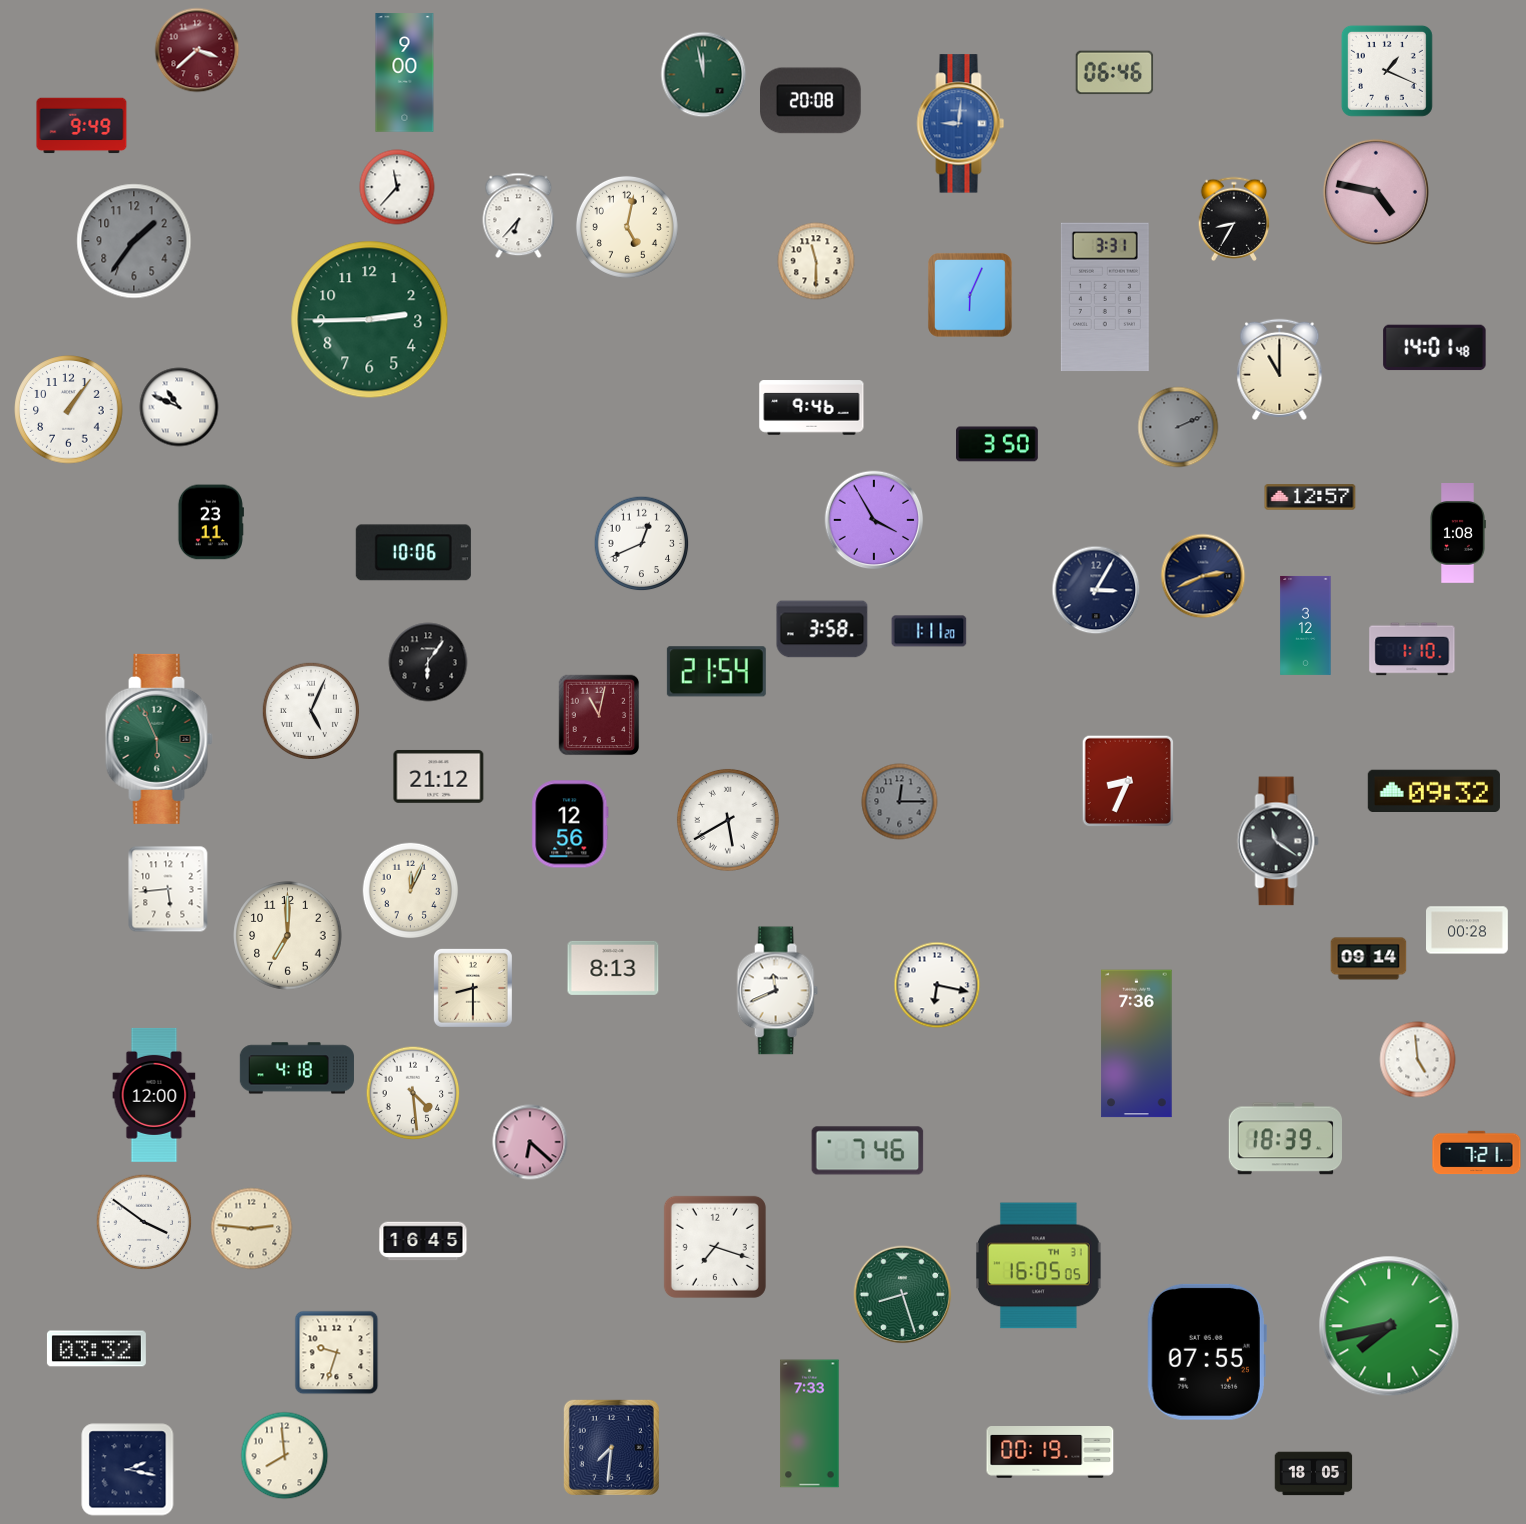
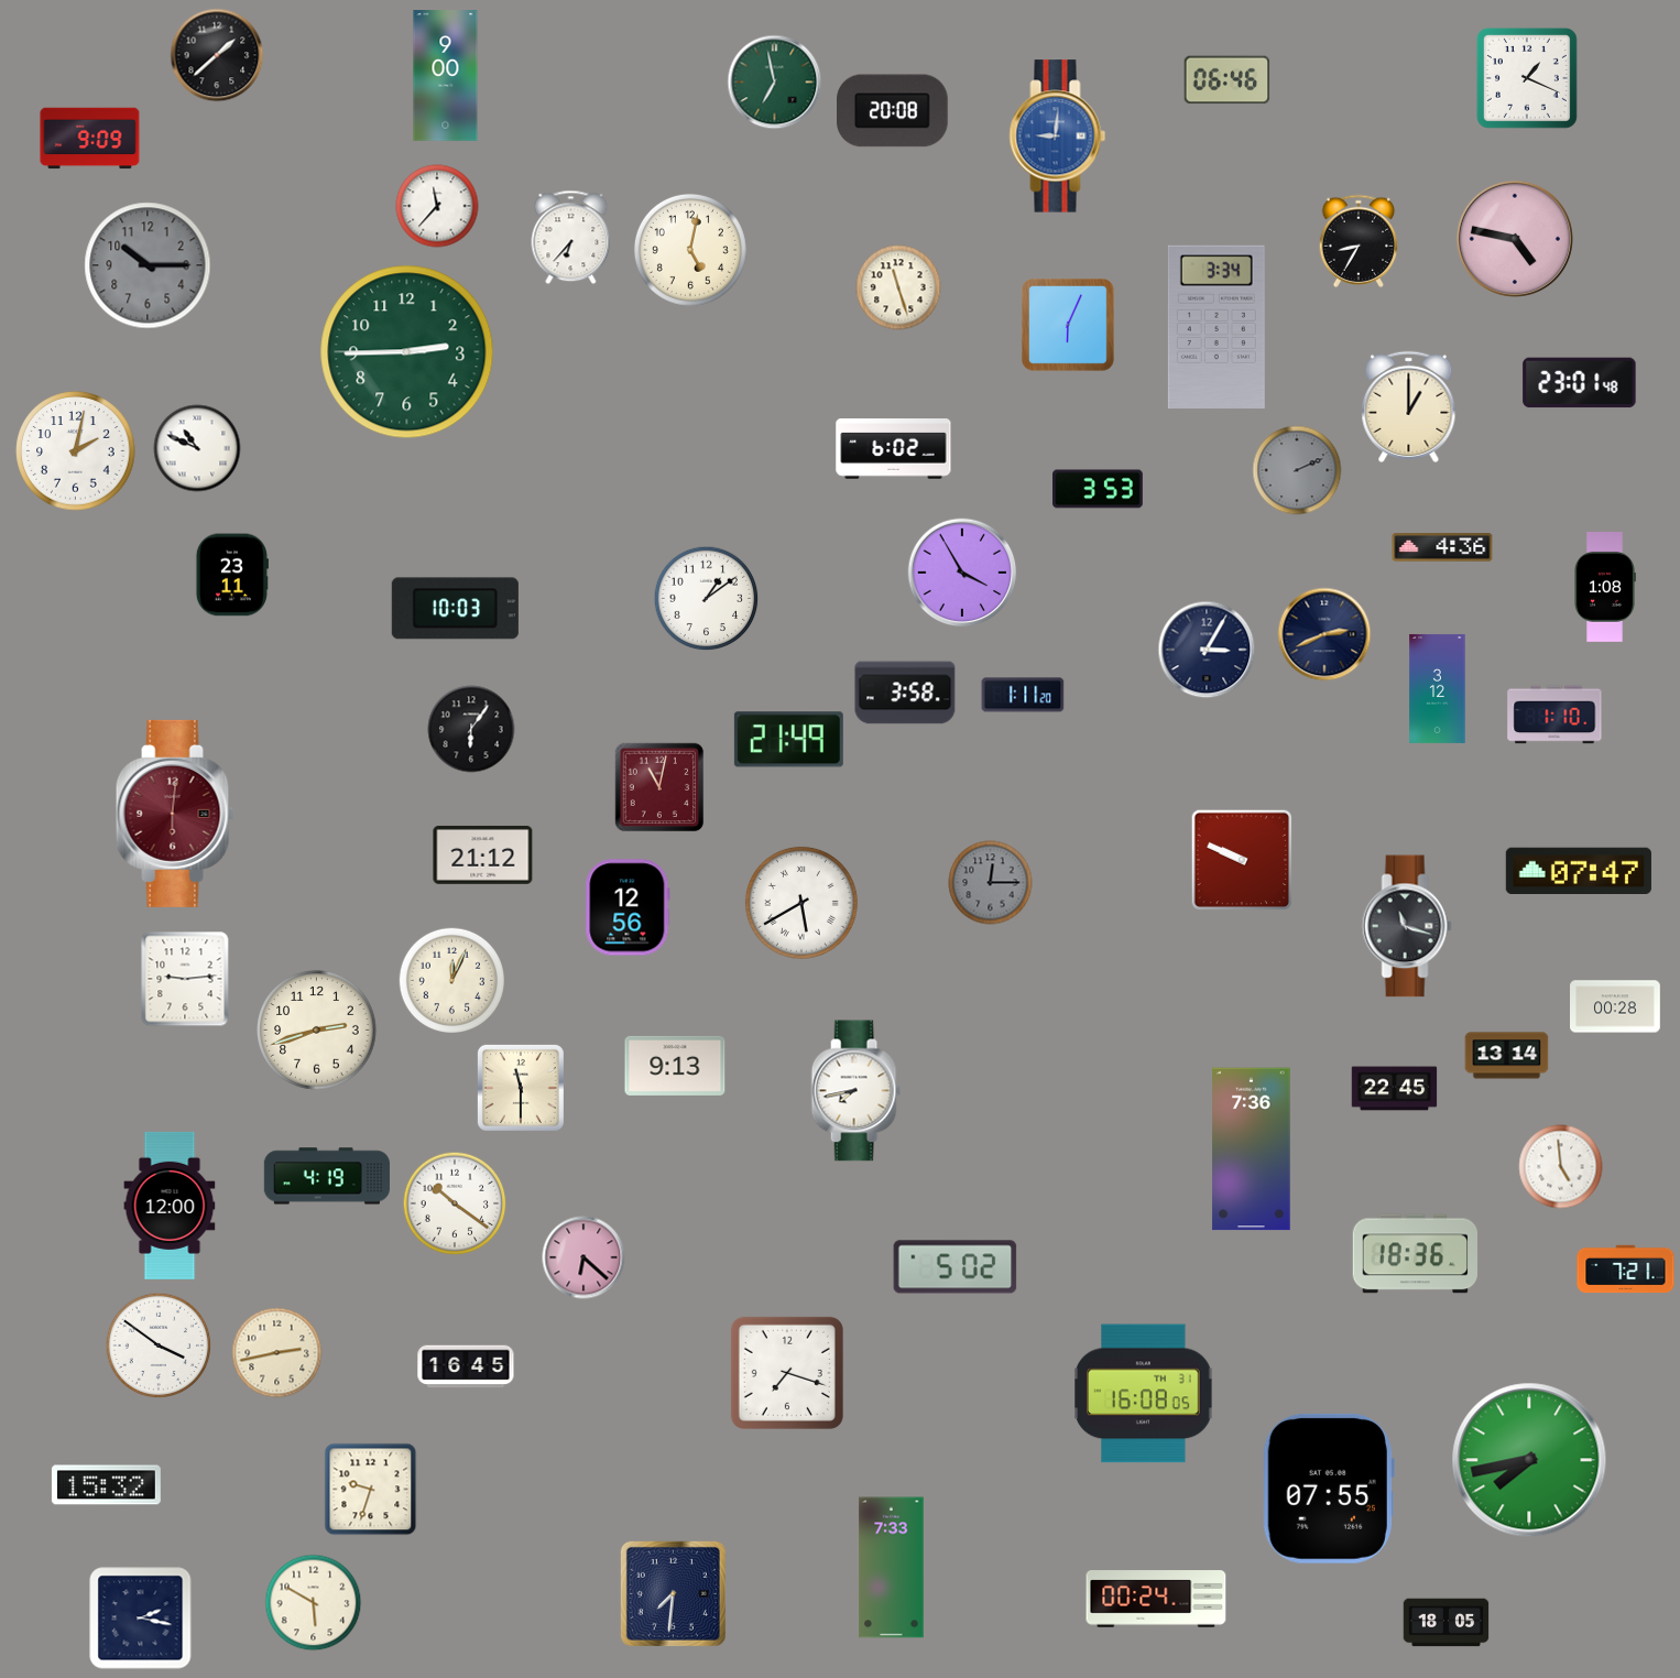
clock at (197, 50): 3:38 -> 1:38
clock at (197, 50) dial: burgundy -> black
clock at (405, 73) position: (405, 73) -> (446, 76)
clock at (704, 75): 11:58 -> 6:58
clock at (82, 126): 9:49 -> 9:09
clock at (1376, 192) position: (1376, 192) -> (1515, 239)
clock at (134, 241): 1:36 -> 10:15
clock at (816, 261): 11:30 -> 11:27
clock at (1105, 297): 3:31 -> 3:34
clock at (1435, 348): 14:01 -> 23:01
clock at (1280, 369): 11:00 -> 1:00
clock at (812, 408): 9:46 -> 6:02
clock at (69, 410): 1:06 -> 2:02
clock at (998, 444): 3:50 -> 3:53
clock at (1310, 497): 12:57 -> 4:36
clock at (642, 544): 12:41 -> 1:09
clock at (413, 553): 10:06 -> 10:03
clock at (716, 672): 21:54 -> 21:49
clock at (310, 710): 5:04 -> none
clock at (159, 739): 5:56 -> 6:01
clock at (159, 739) dial: green -> burgundy
clock at (1127, 780): 8:34 -> 9:49
clock at (1434, 790): 09:32 -> 07:47
clock at (1278, 841): 11:21 -> 11:18
clock at (168, 889): 5:44 -> 9:14
clock at (1468, 930) position: (1468, 930) -> (1616, 1006)
clock at (288, 936): 7:00 -> 2:42
clock at (1369, 959): 09:14 -> 13:14
clock at (613, 968): 8:13 -> 9:13
clock at (937, 985): 6:17 -> none
clock at (473, 988): 8:30 -> 11:30
clock at (1395, 1089): none -> 22:45
clock at (777, 991): 11:41 -> 7:43
clock at (297, 1068): 4:18 -> 4:19
clock at (413, 1093): 4:29 -> 10:21
clock at (1286, 1139): 18:39 -> 18:36
clock at (868, 1151): 7:46 -> 5:02
clock at (252, 1229): 2:46 -> 2:43
clock at (1039, 1266): 16:05 -> 16:08
clock at (903, 1295): 8:27 -> none
clock at (96, 1349): 03:32 -> 15:32
clock at (1050, 1452): 00:19 -> 00:24
clock at (285, 1456): 7:59 -> 5:50
